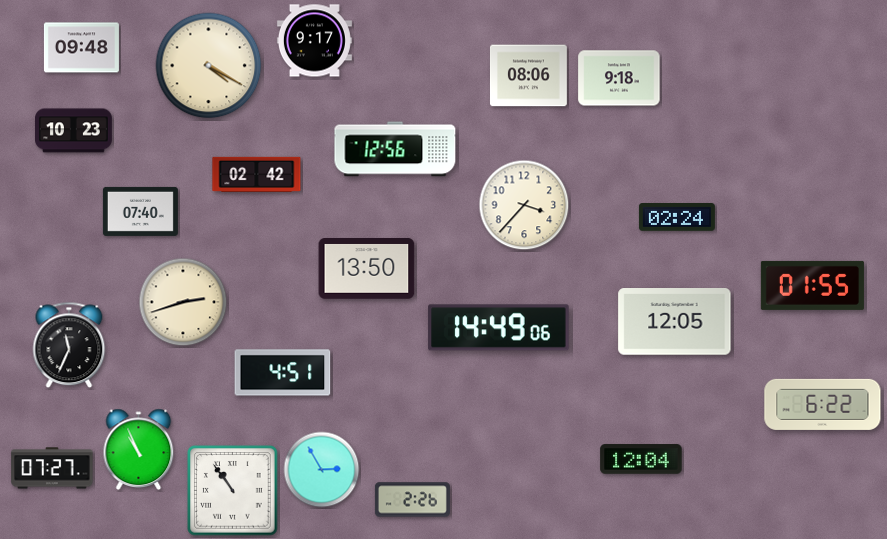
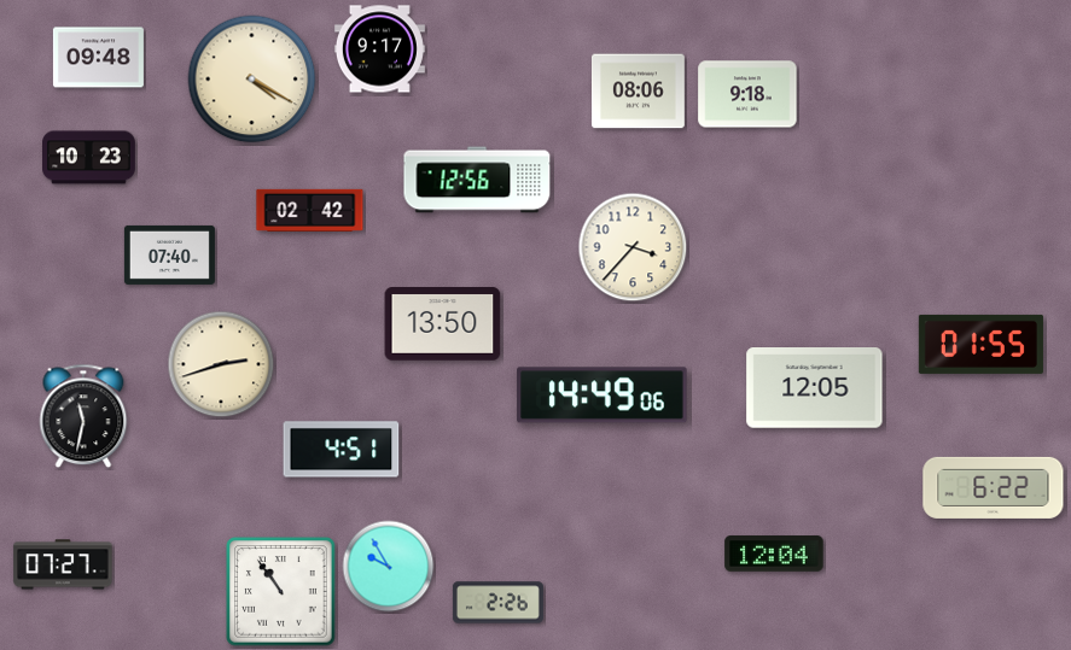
clock at (677, 217): 02:24 -> none
clock at (69, 345): 11:34 -> 11:32
clock at (139, 449): 10:56 -> none
clock at (322, 470): 2:55 -> 9:55
